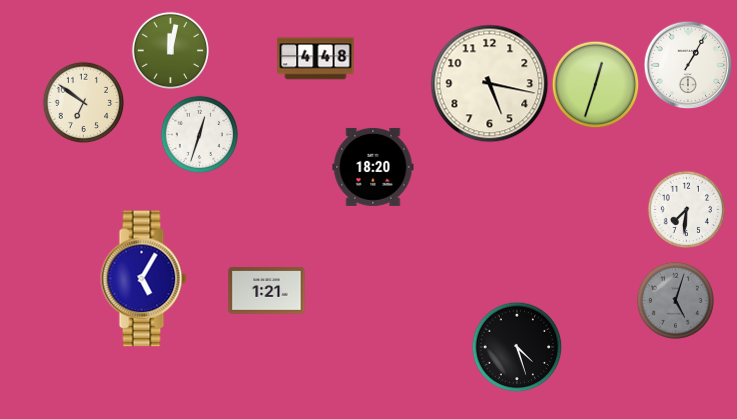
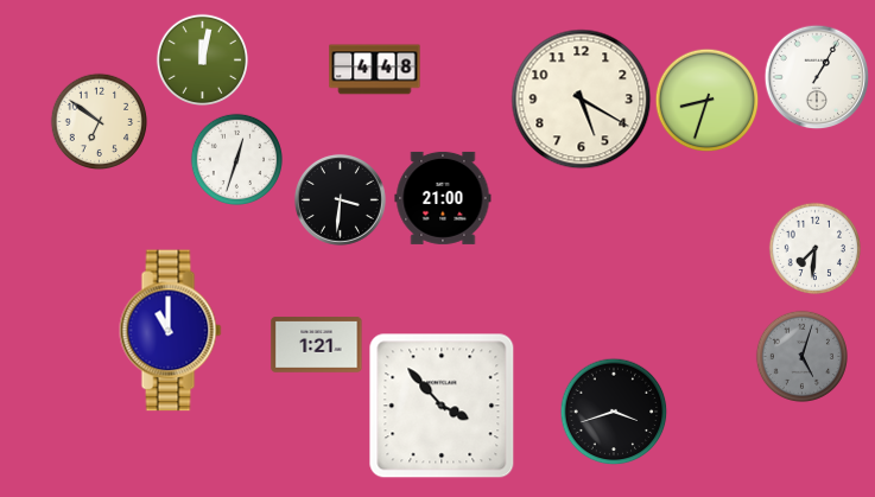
clock at (490, 84): 5:17 -> 5:20
clock at (595, 84): 12:33 -> 8:33
clock at (373, 167): 18:20 -> 21:00
clock at (340, 199): none -> 3:31
clock at (144, 279): 5:05 -> 11:00
clock at (442, 406): none -> 3:53
clock at (517, 347): 4:27 -> 3:42
